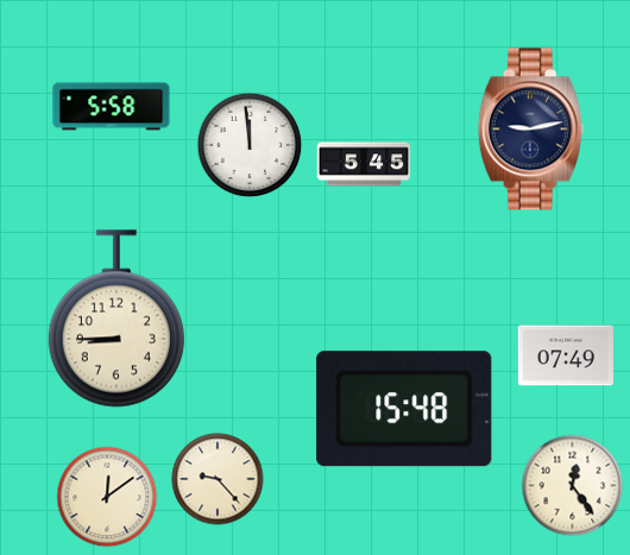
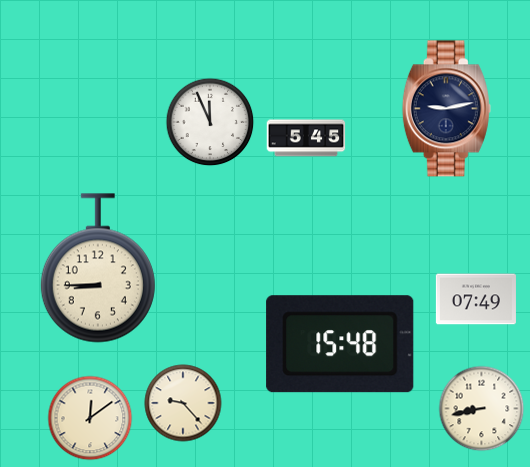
clock at (112, 107): 5:58 -> none
clock at (250, 145): 11:59 -> 11:56
clock at (573, 486): 12:24 -> 8:43
